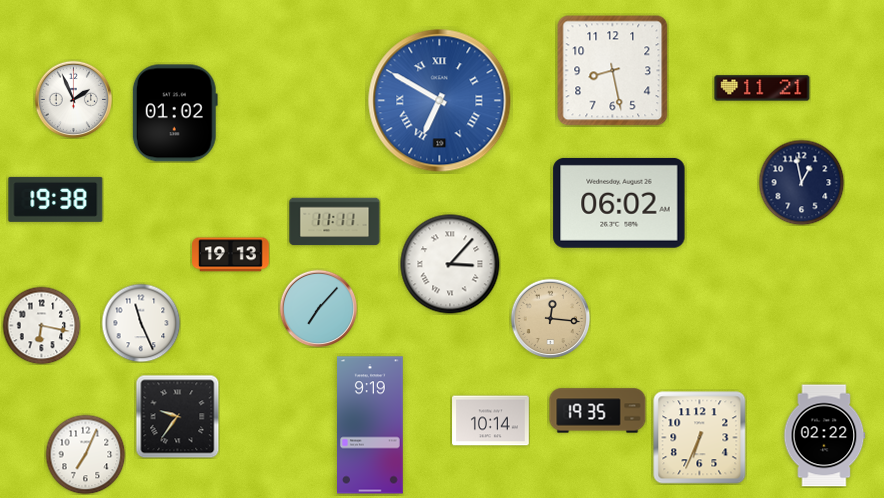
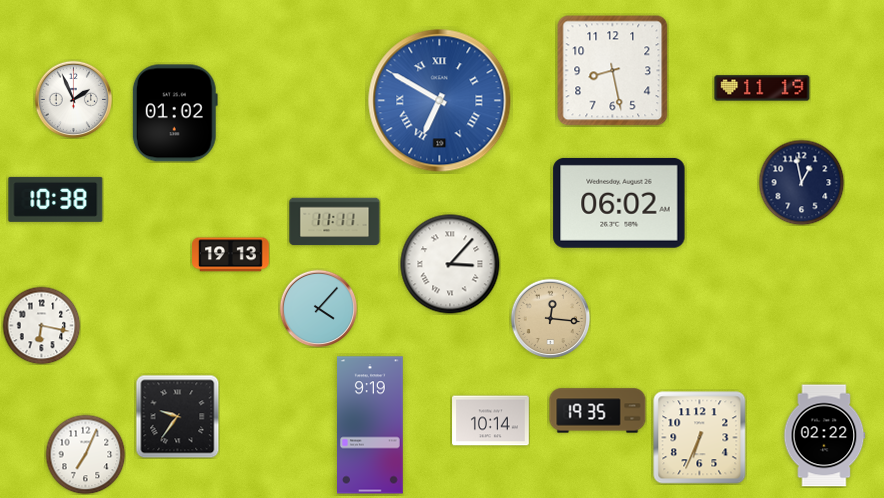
clock at (762, 88): 11:21 -> 11:19
clock at (56, 199): 19:38 -> 10:38
clock at (318, 308): 7:07 -> 4:07
clock at (141, 323): 11:26 -> none
